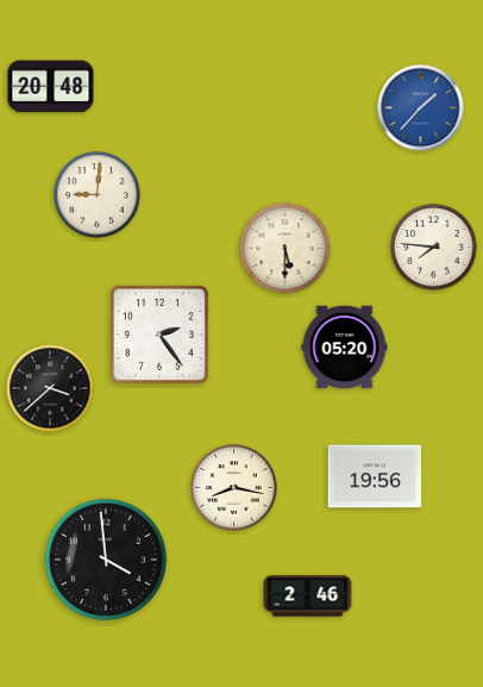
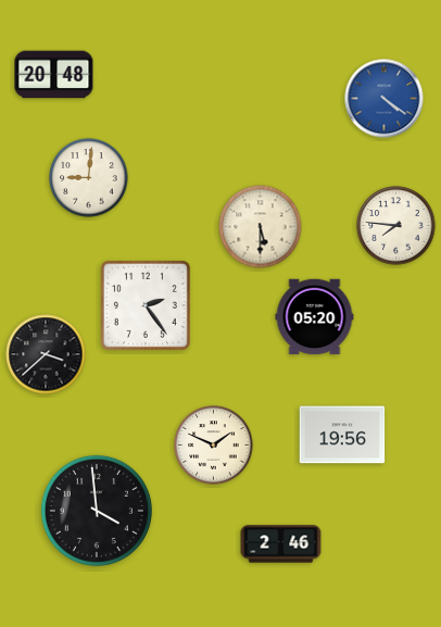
clock at (51, 87) position: (51, 87) -> (54, 75)
clock at (421, 108): 1:37 -> 4:21
clock at (234, 488): 8:17 -> 1:49
